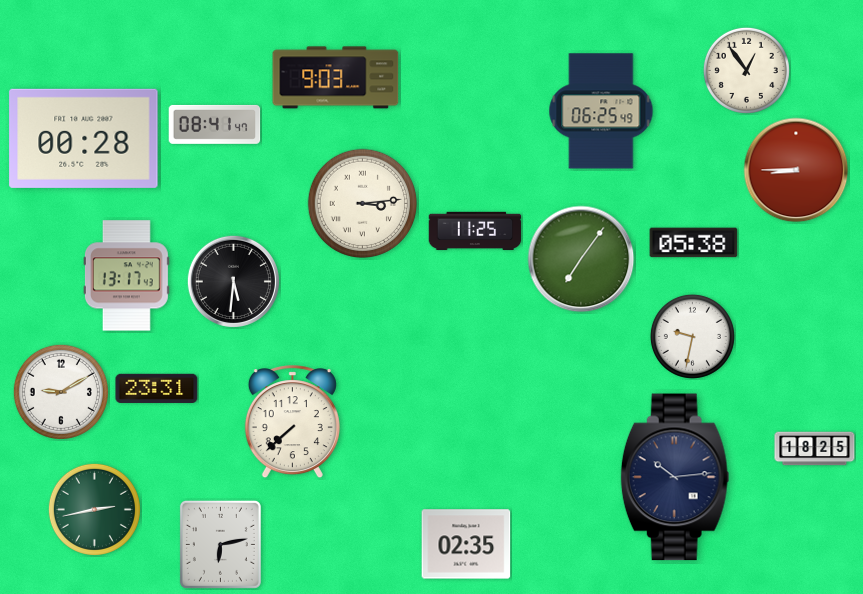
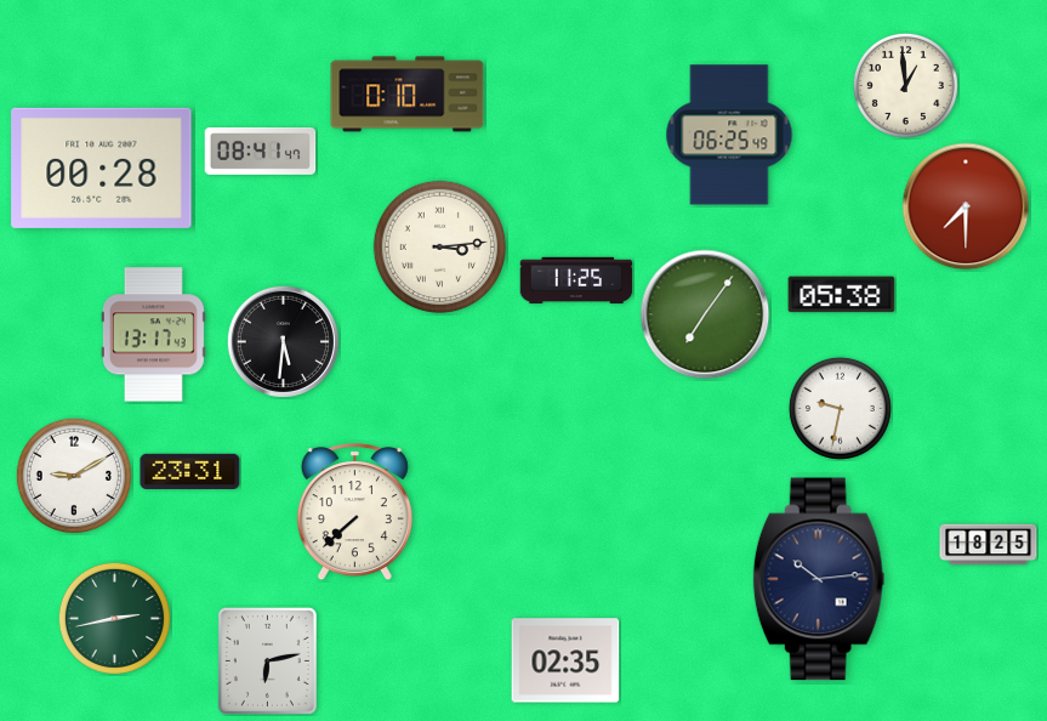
clock at (746, 70): 12:54 -> 12:59
clock at (336, 78): 9:03 -> 0:10
clock at (796, 170): 8:45 -> 7:30
